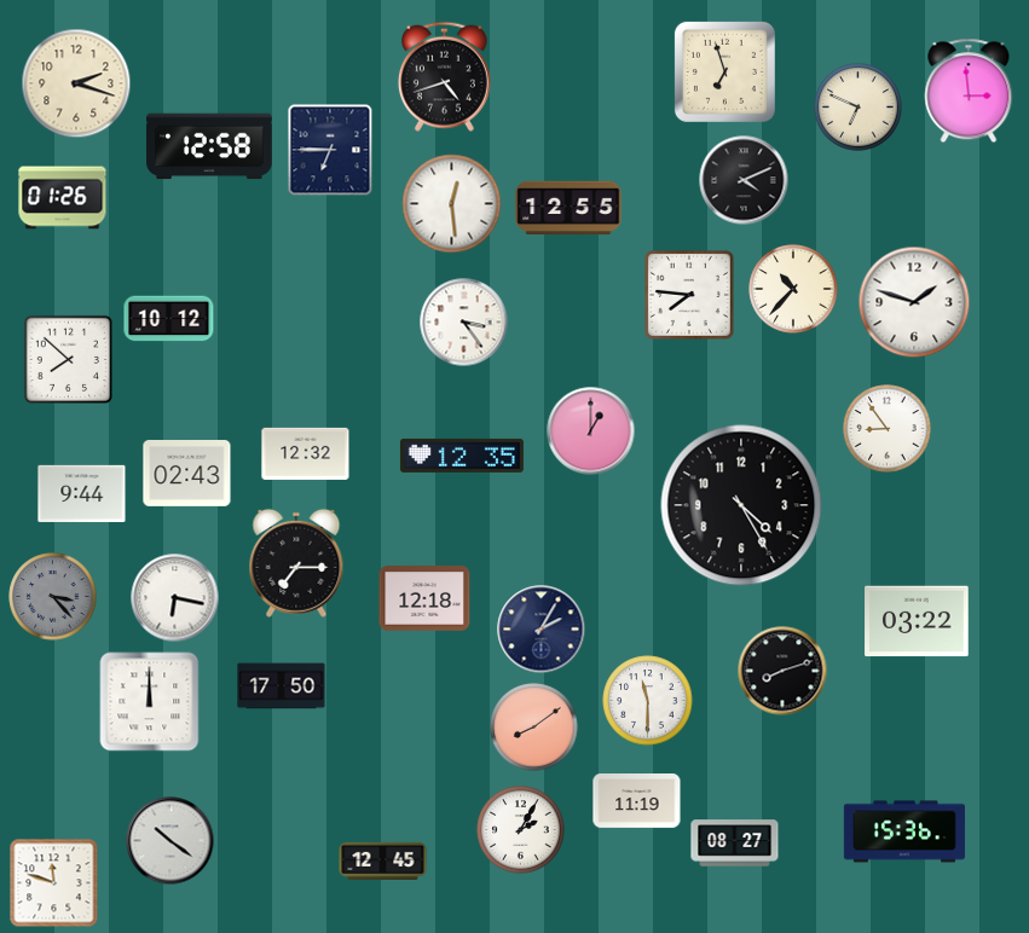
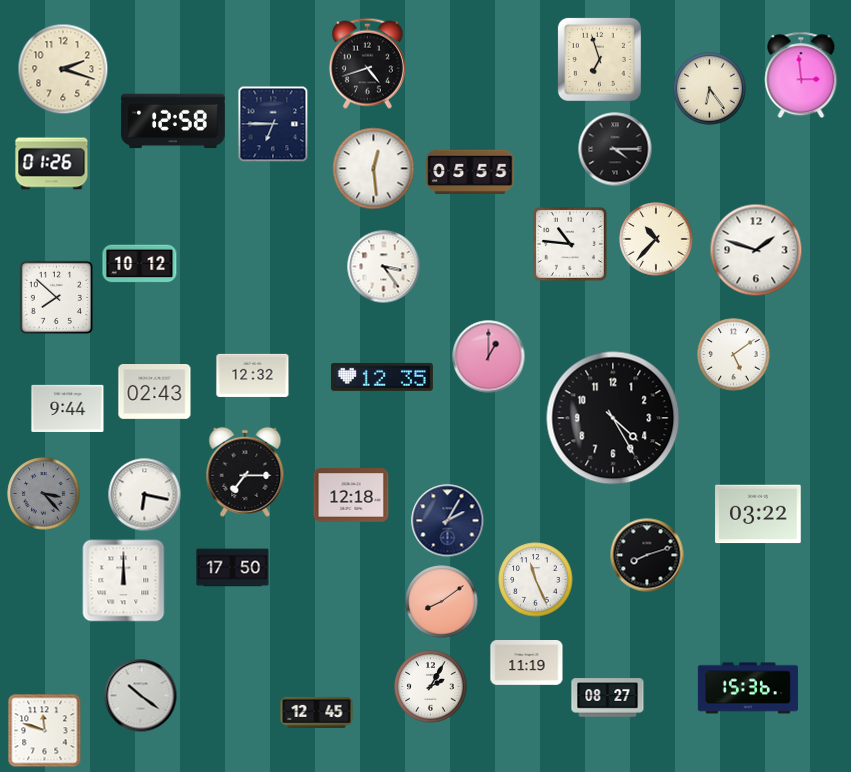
clock at (859, 108): 6:49 -> 6:24
clock at (744, 180): 4:11 -> 4:15
clock at (568, 207): 12:55 -> 05:55
clock at (689, 295): 7:46 -> 10:46
clock at (888, 429): 8:54 -> 5:09
clock at (296, 563) position: (296, 563) -> (245, 472)
clock at (648, 701): 11:30 -> 11:26
